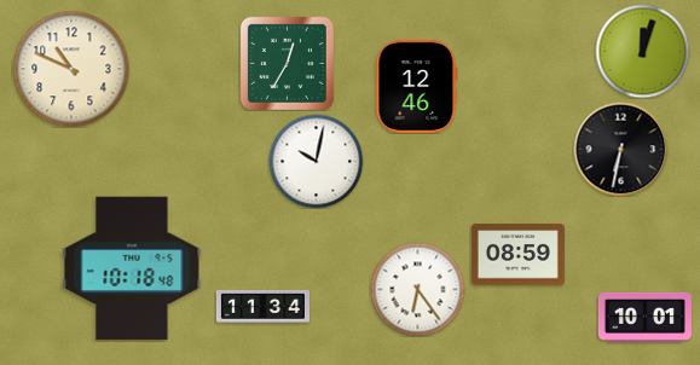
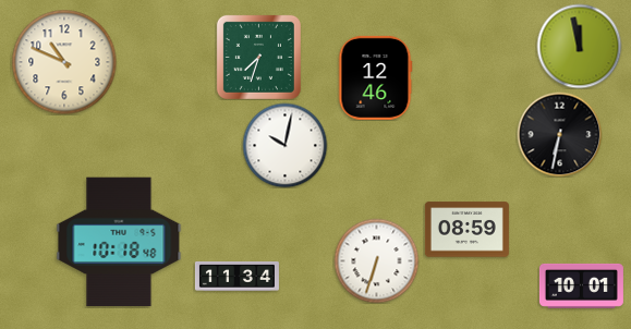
clock at (642, 51): 12:03 -> 11:58
clock at (287, 63): 12:35 -> 7:33
clock at (417, 289): 6:24 -> 6:33
